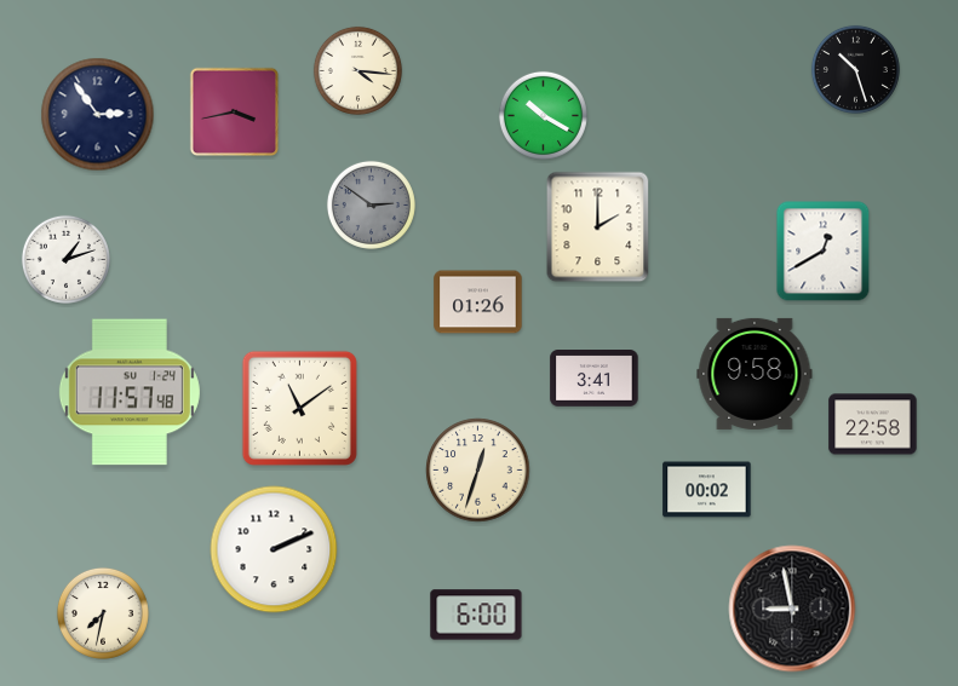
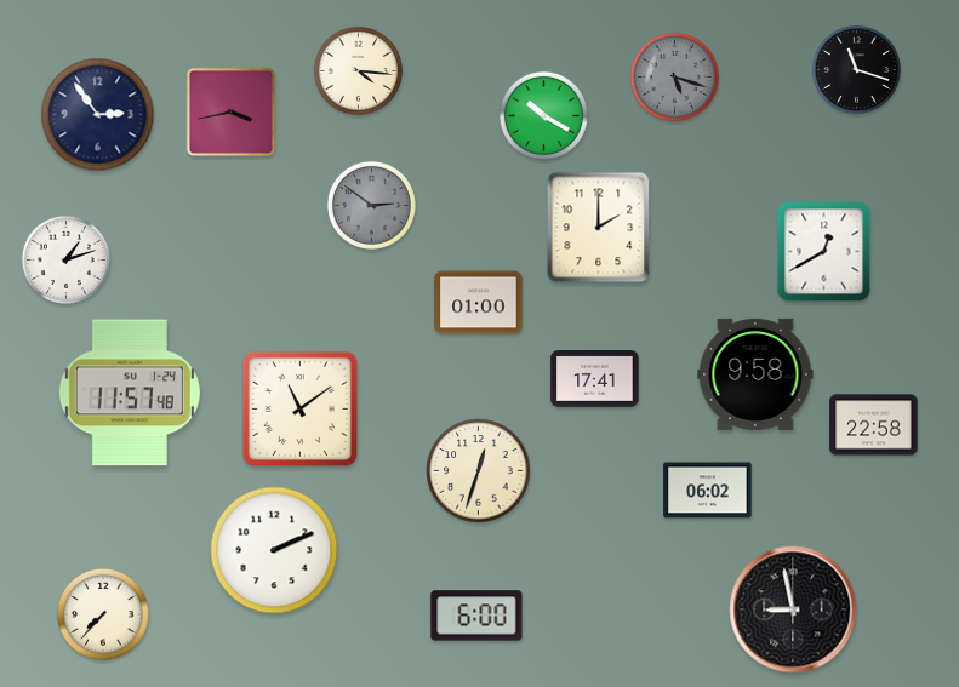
clock at (855, 69): 10:27 -> 11:18
clock at (674, 76): none -> 5:18
clock at (235, 113) position: (235, 113) -> (232, 113)
clock at (478, 302): 01:26 -> 01:00
clock at (595, 379): 3:41 -> 17:41
clock at (707, 490): 00:02 -> 06:02
clock at (103, 613): 7:32 -> 7:37
